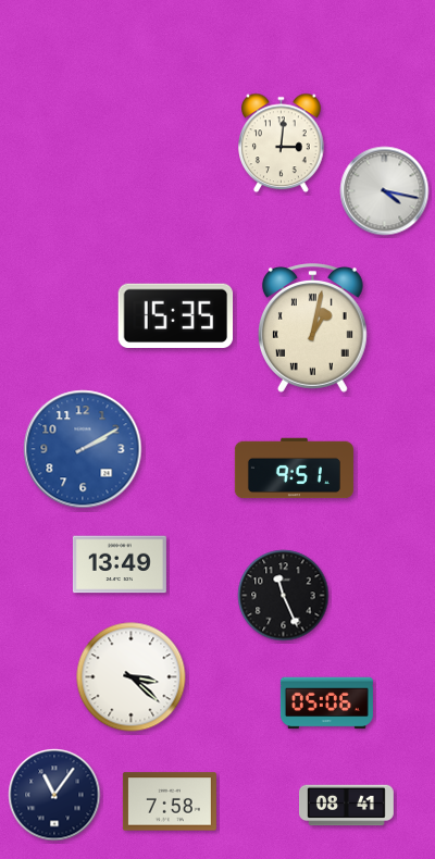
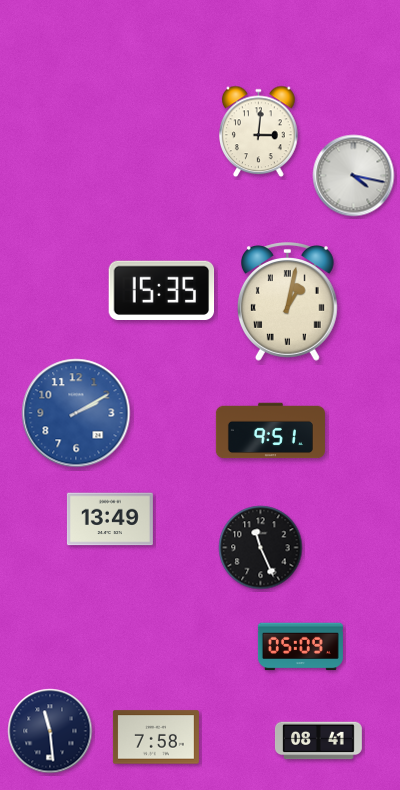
clock at (132, 677): 3:22 -> none
clock at (326, 704): 05:06 -> 05:09
clock at (54, 795): 11:06 -> 11:29
